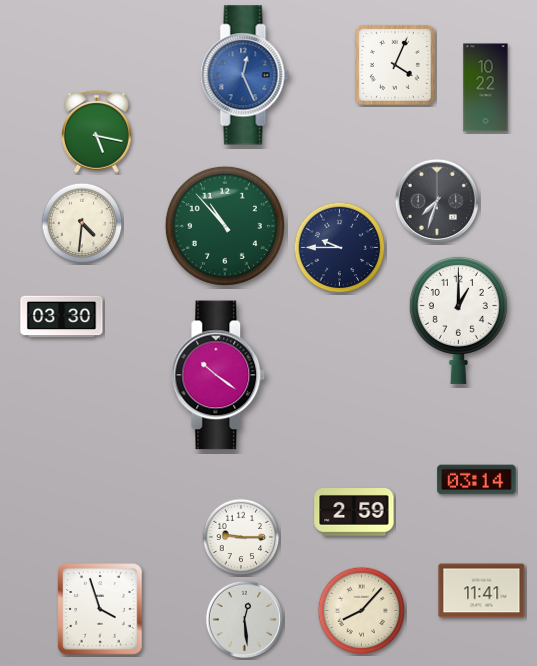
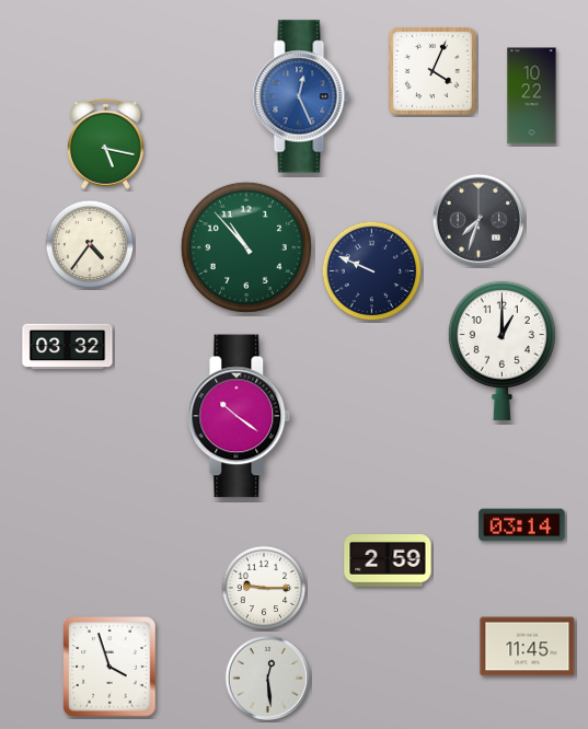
clock at (245, 75) position: (245, 75) -> (301, 96)
clock at (82, 223): 4:31 -> 4:36
clock at (340, 248): 9:45 -> 9:49
clock at (62, 317): 03:30 -> 03:32
clock at (218, 375) position: (218, 375) -> (239, 416)
clock at (482, 591): 11:41 -> 11:45
clock at (362, 611): 8:07 -> none
